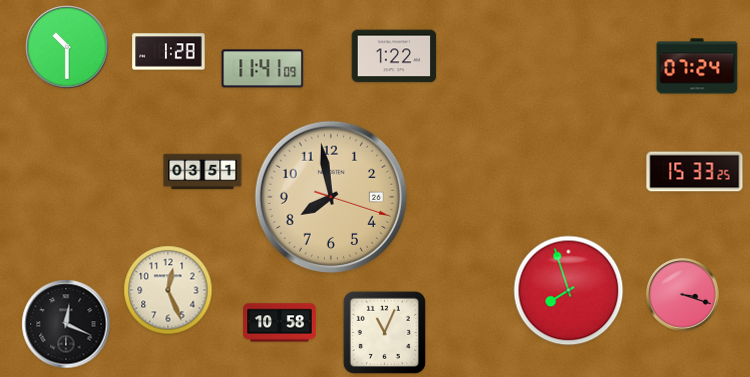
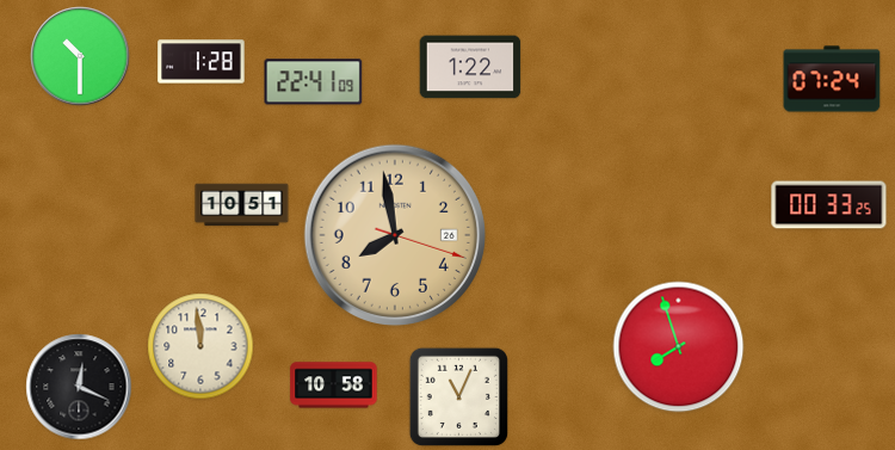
clock at (263, 69): 11:41 -> 22:41
clock at (203, 172): 03:51 -> 10:51
clock at (695, 172): 15:33 -> 00:33
clock at (168, 290): 12:26 -> 11:59
clock at (683, 295): 3:18 -> none
